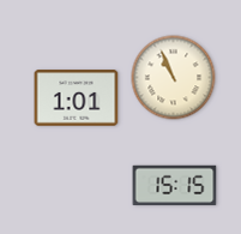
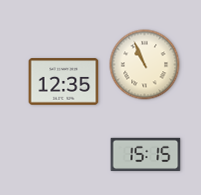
clock at (77, 98): 1:01 -> 12:35
